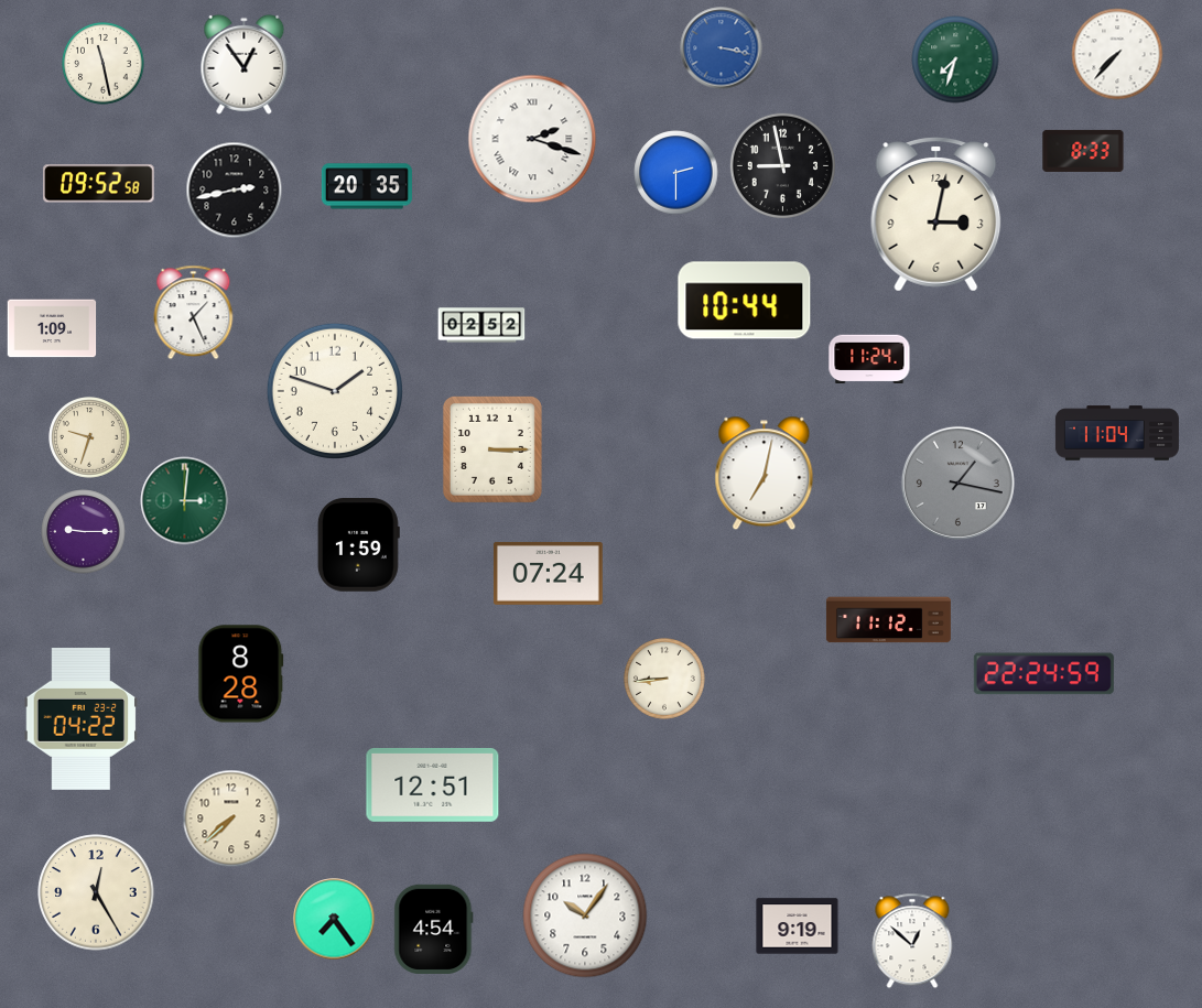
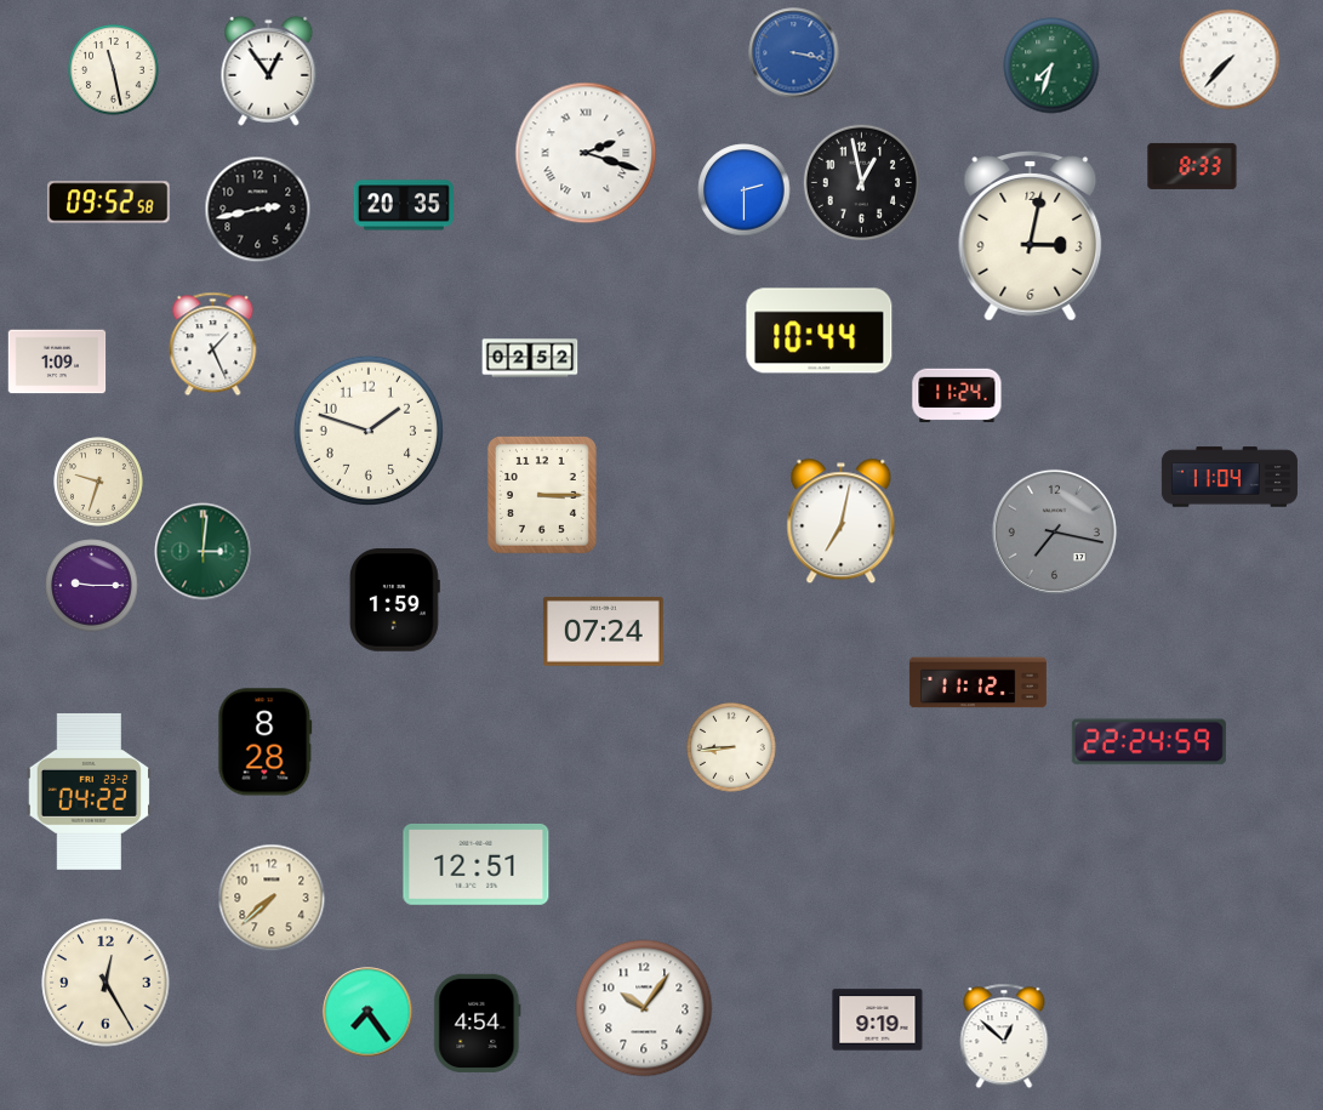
clock at (782, 165): 8:58 -> 12:58
clock at (957, 483): 1:17 -> 7:17
clock at (231, 819) position: (231, 819) -> (272, 898)
